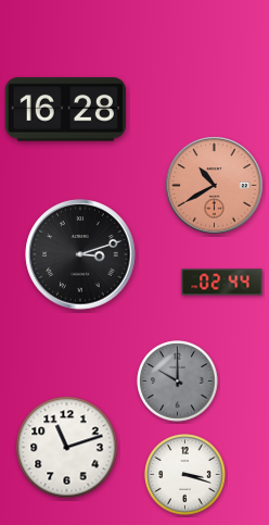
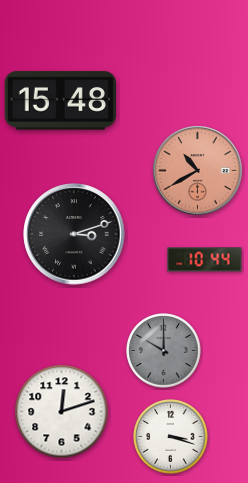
clock at (65, 110): 16:28 -> 15:48
clock at (222, 283): 02:44 -> 10:44
clock at (67, 448): 11:12 -> 12:12
